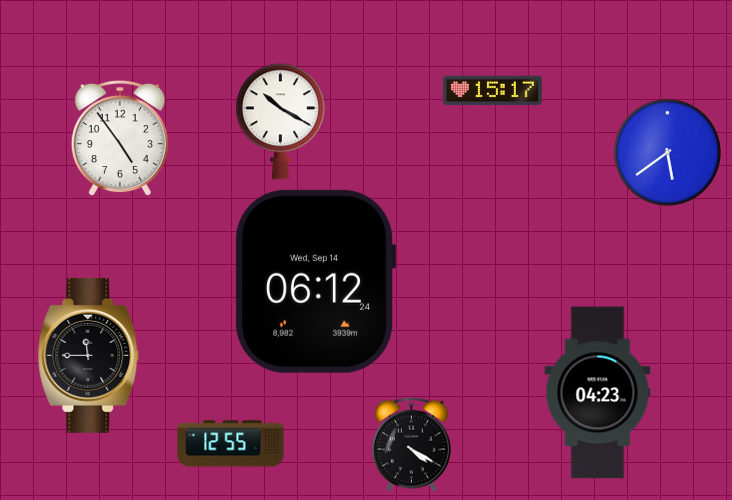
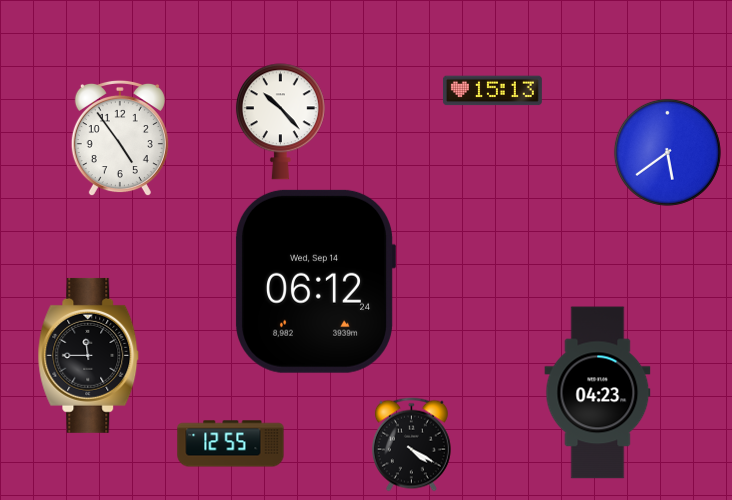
clock at (492, 91): 15:17 -> 15:13
clock at (280, 122): 10:20 -> 10:23
